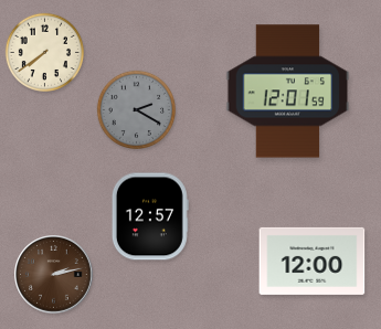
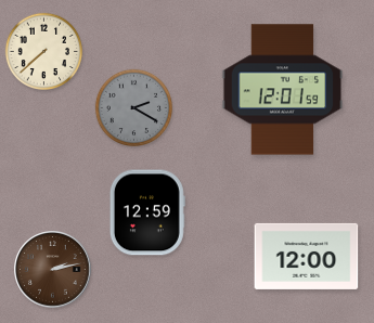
clock at (44, 52): 7:39 -> 7:38
clock at (150, 216): 12:57 -> 12:59
